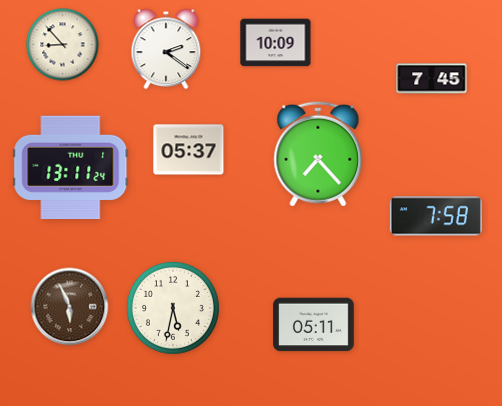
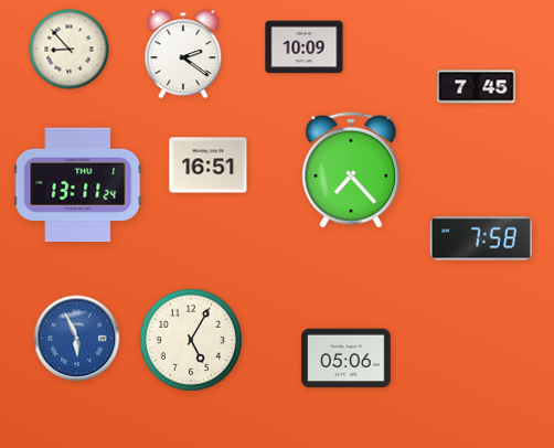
clock at (189, 150): 05:37 -> 16:51
clock at (70, 307) dial: brown -> blue
clock at (173, 308): 5:32 -> 5:05
clock at (314, 325): 05:11 -> 05:06
